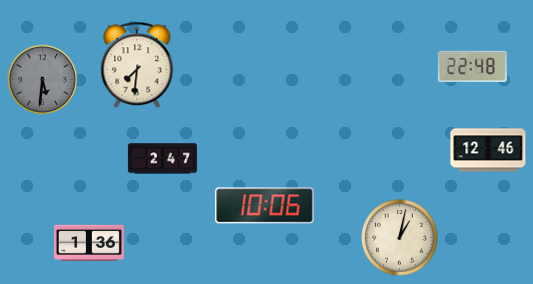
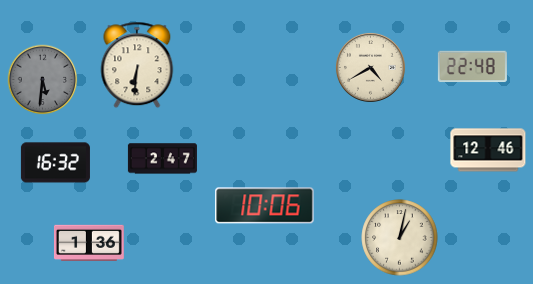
clock at (137, 65): 7:31 -> 6:31
clock at (371, 68): none -> 4:40
clock at (55, 163): none -> 16:32
